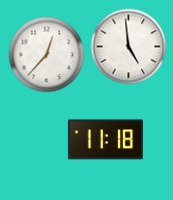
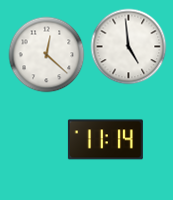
clock at (47, 55): 12:37 -> 12:22
clock at (105, 140): 11:18 -> 11:14
